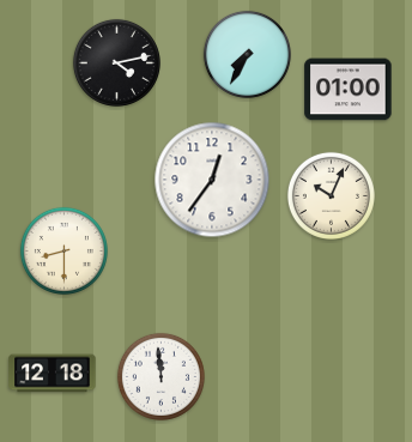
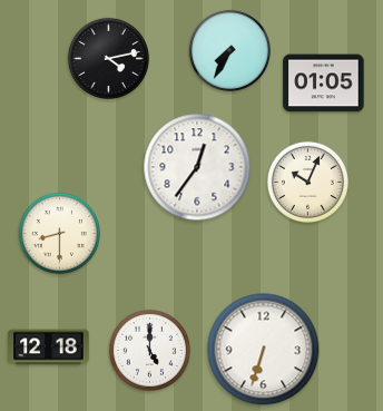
clock at (349, 90): 01:00 -> 01:05
clock at (160, 376): 11:59 -> 5:00
clock at (264, 350): none -> 6:33
